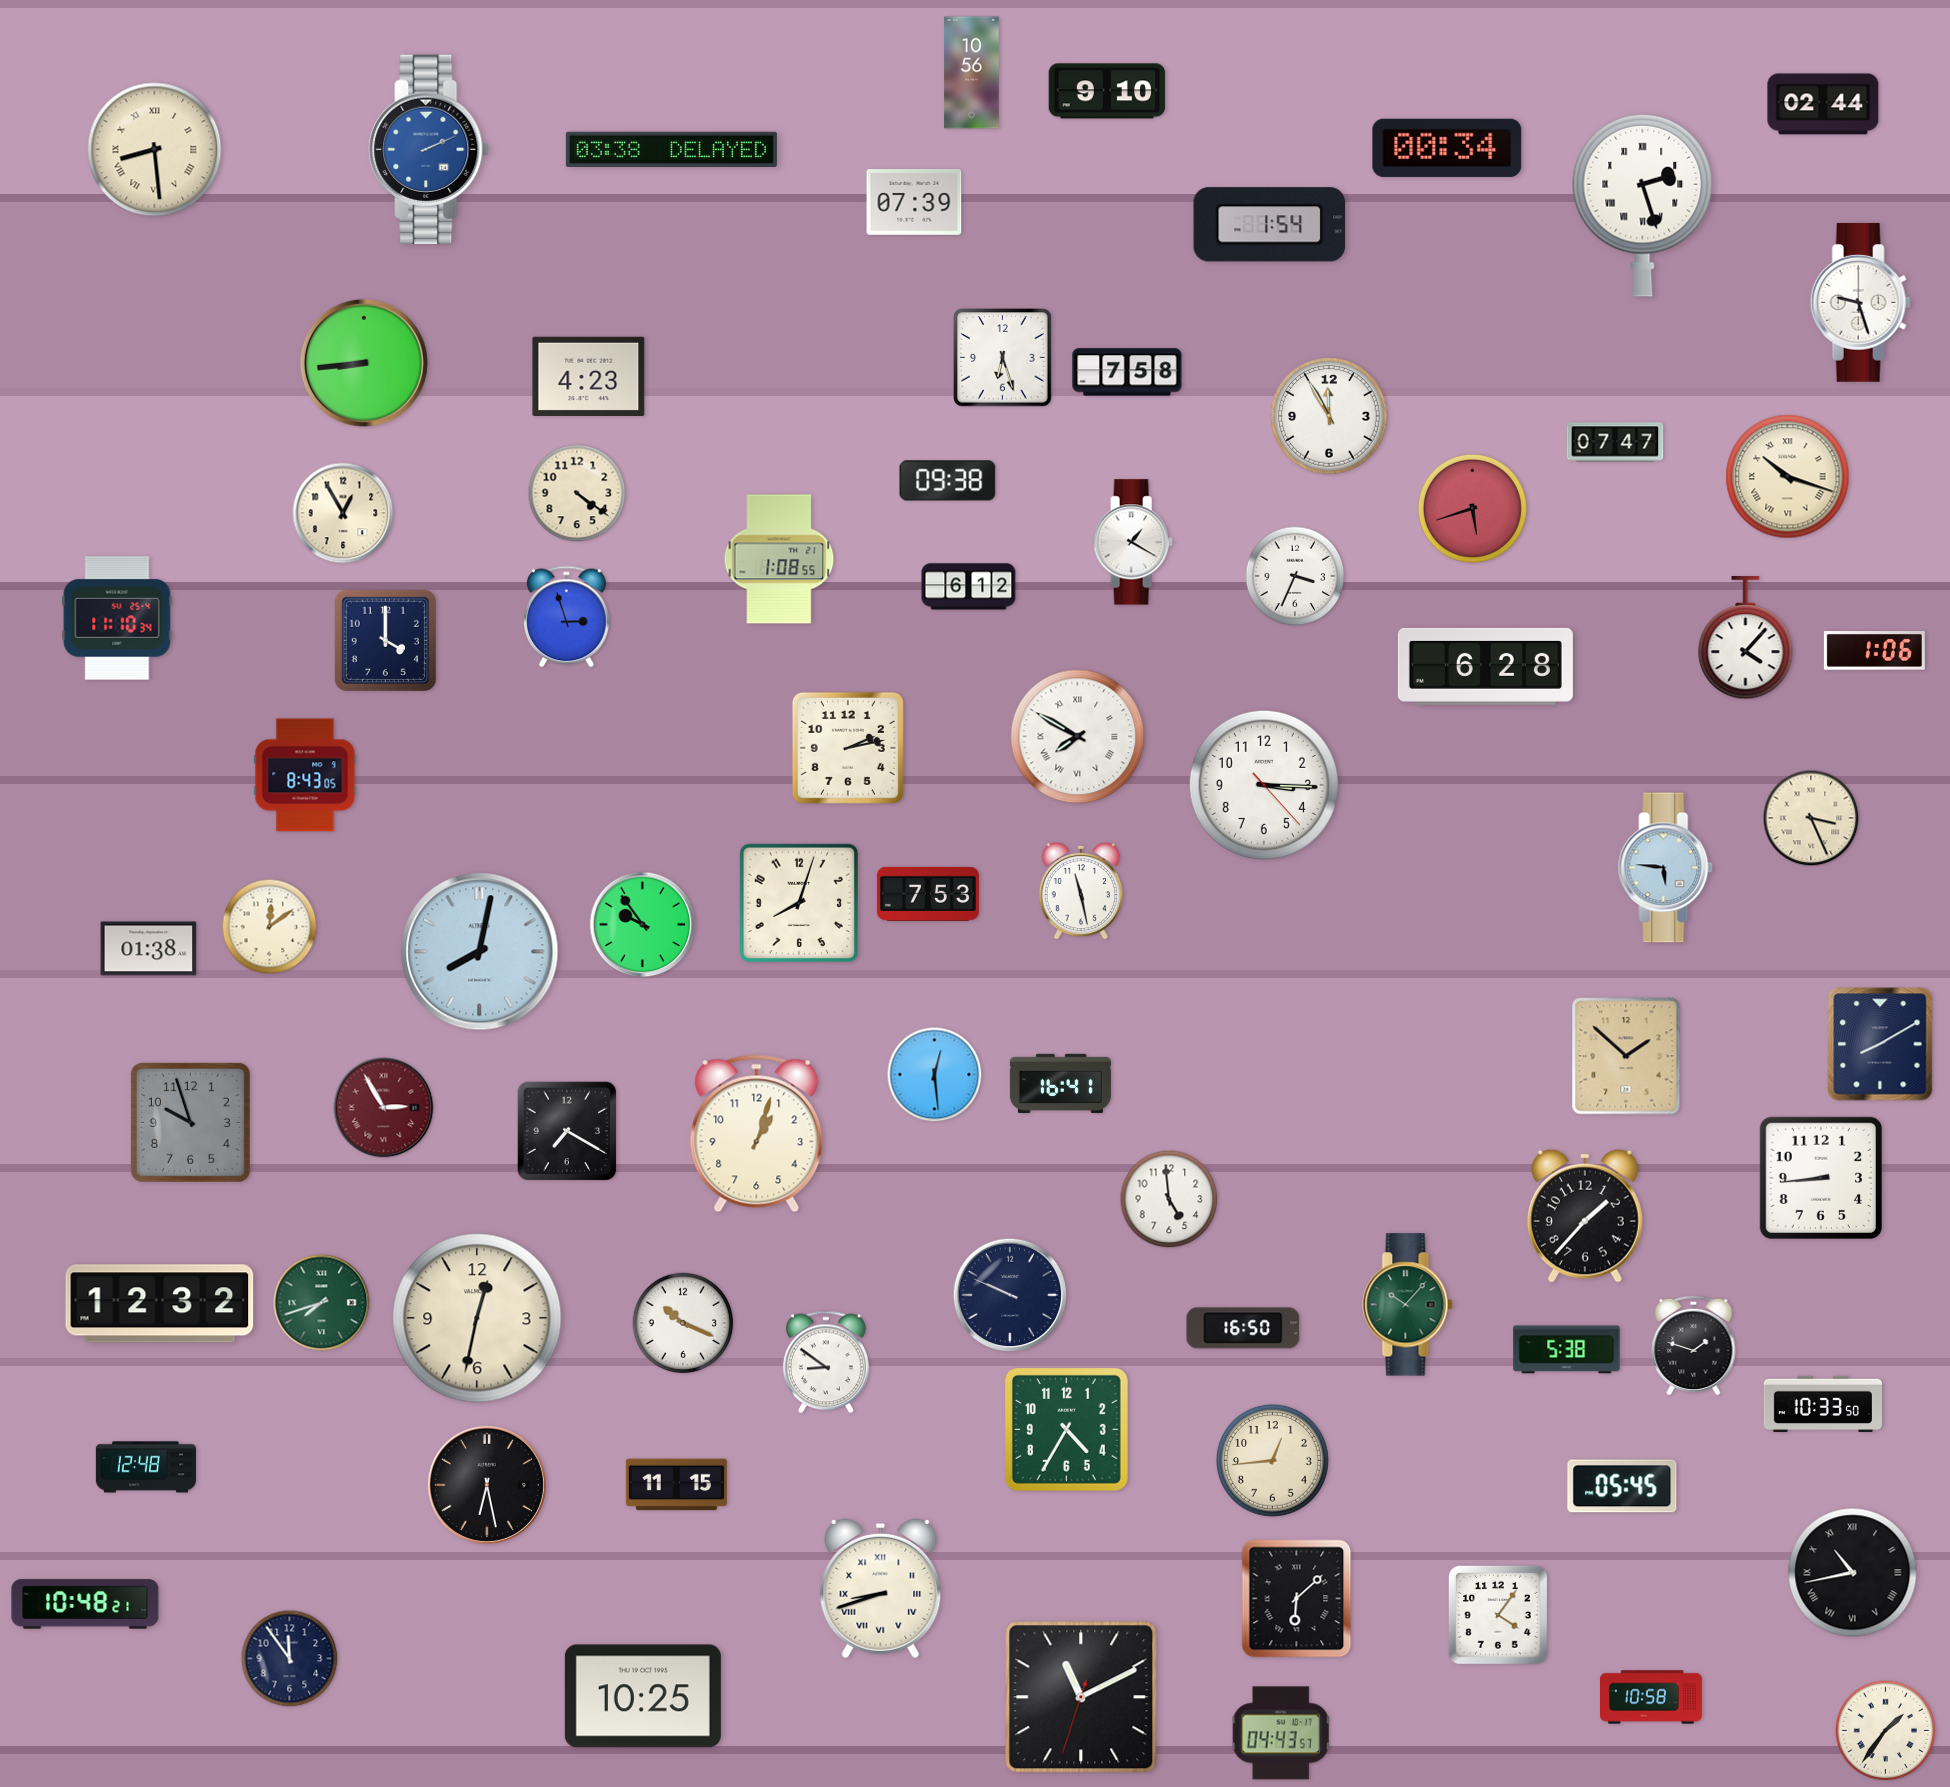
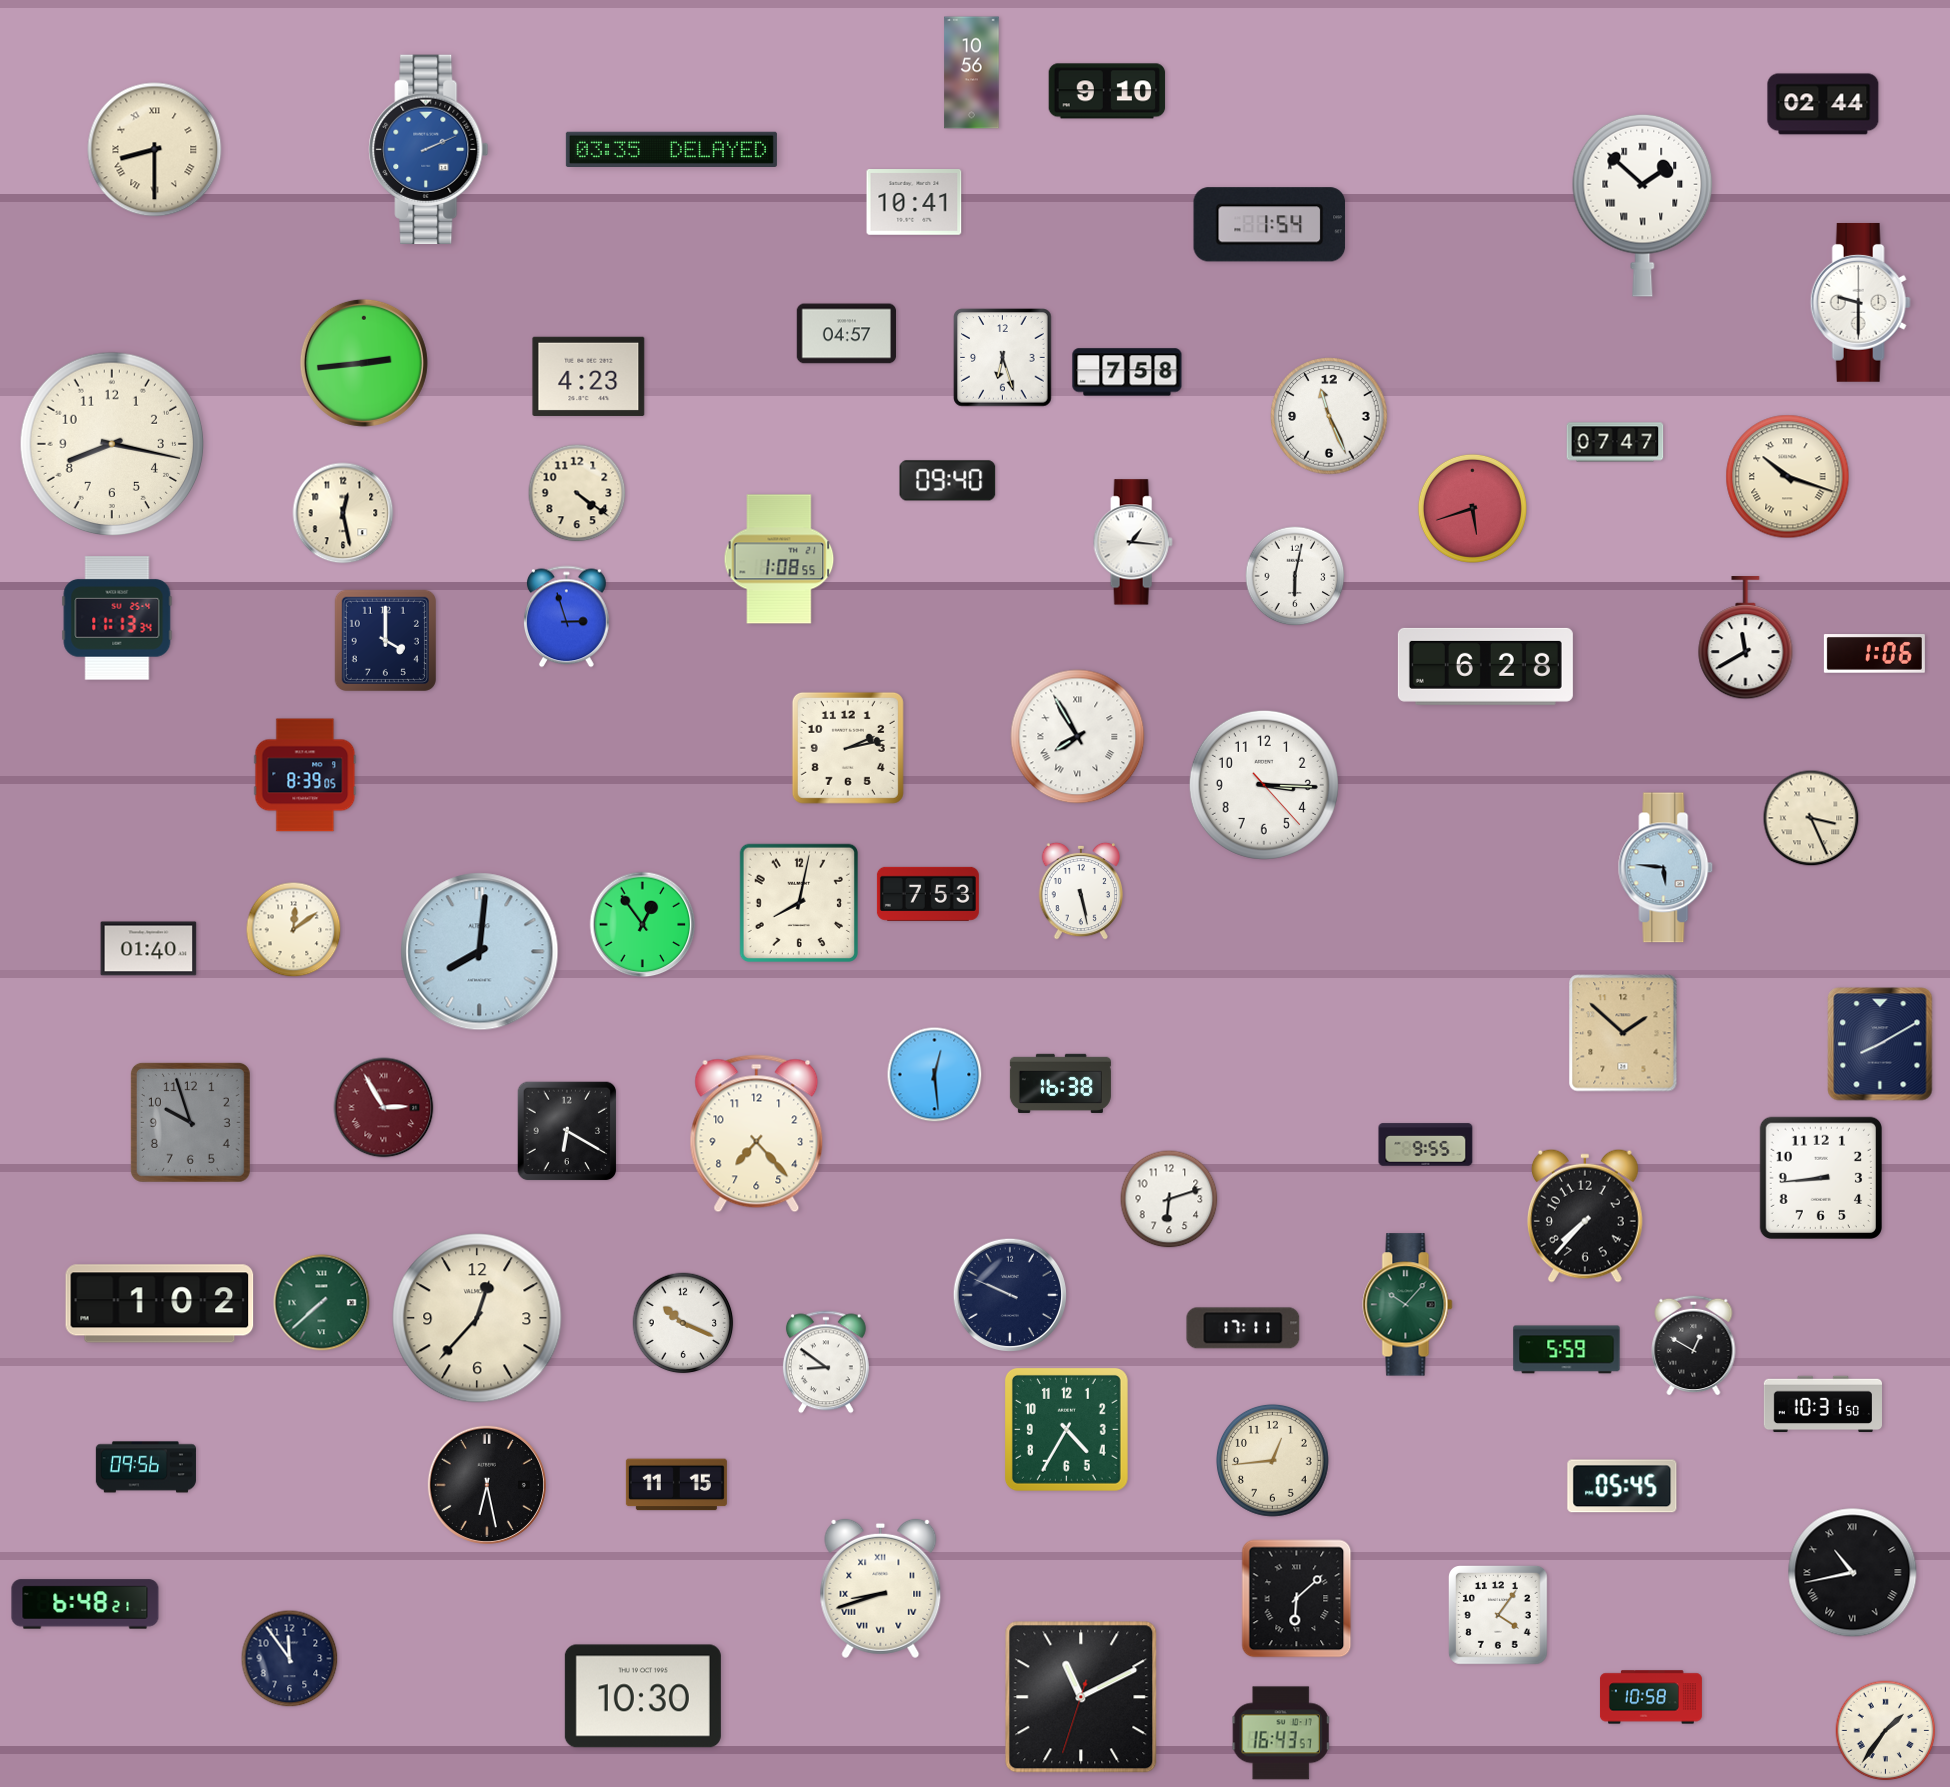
clock at (1447, 148): 00:34 -> none
clock at (671, 149): 03:38 -> 03:35
clock at (155, 150): 8:29 -> 8:30
clock at (914, 202): 07:39 -> 10:41
clock at (1643, 205): 2:27 -> 1:52
clock at (1860, 302): 9:27 -> 9:30
clock at (846, 334): none -> 04:57
clock at (364, 363): 8:44 -> 2:44
clock at (1329, 416): 11:55 -> 11:26
clock at (112, 444): none -> 8:17
clock at (948, 481): 09:38 -> 09:40
clock at (343, 513): 12:55 -> 12:28
clock at (1133, 542): 1:20 -> 1:16
clock at (1295, 576): 3:34 -> 6:02
clock at (969, 587): 6:12 -> none
clock at (117, 618): 11:10 -> 11:13
clock at (1746, 638): 4:07 -> 11:40
clock at (1874, 651) position: (1874, 651) -> (1874, 654)
clock at (1078, 737): 7:50 -> 7:55
clock at (305, 775): 8:43 -> 8:39
clock at (1080, 891): 11:28 -> 5:28
clock at (799, 903): 8:03 -> 8:02
clock at (643, 925): 9:54 -> 12:54
clock at (270, 927) position: (270, 927) -> (294, 930)
clock at (149, 949): 01:38 -> 01:40
clock at (480, 952): 8:02 -> 8:01
clock at (1626, 1056) position: (1626, 1056) -> (1623, 1033)
clock at (1060, 1083): 16:41 -> 16:38
clock at (567, 1131): 7:20 -> 6:20
clock at (757, 1134): 1:03 -> 7:23
clock at (1426, 1145): none -> 9:55
clock at (1169, 1199): 4:59 -> 6:12
clock at (1585, 1216): 1:37 -> 7:37
clock at (322, 1303): 7:42 -> 7:38
clock at (160, 1304): 12:32 -> 1:02
clock at (477, 1318): 12:32 -> 12:37
clock at (1243, 1328): 16:50 -> 17:11
clock at (1694, 1345): 1:48 -> 12:50
clock at (1567, 1350): 5:38 -> 5:59
clock at (1822, 1404): 10:33 -> 10:31
clock at (146, 1467): 12:48 -> 09:56
clock at (85, 1604): 10:48 -> 6:48
clock at (643, 1696): 10:25 -> 10:30
clock at (1281, 1733): 04:43 -> 16:43
